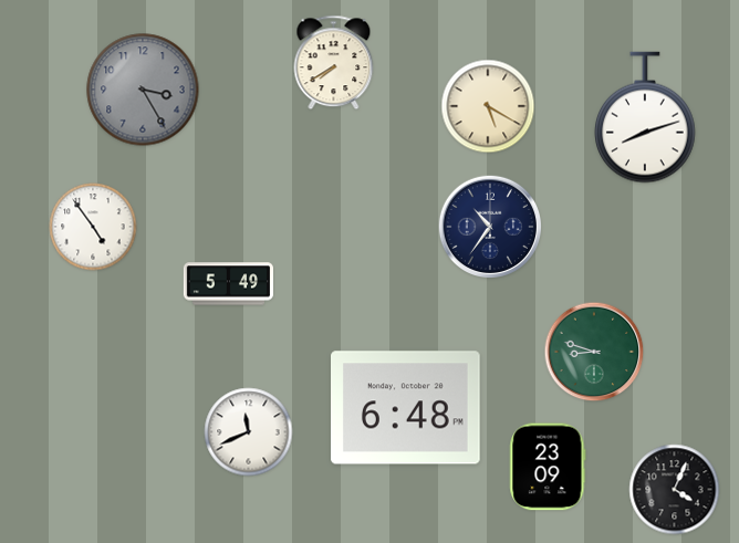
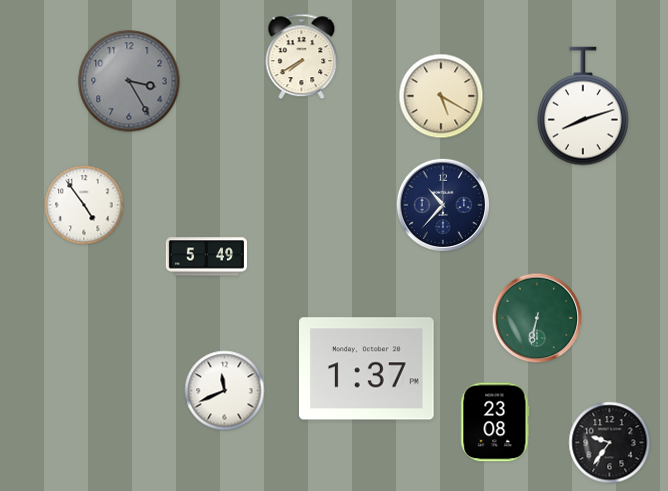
clock at (489, 226): 10:36 -> 10:37
clock at (594, 352): 8:48 -> 6:32
clock at (406, 408): 6:48 -> 1:37
clock at (548, 467): 23:09 -> 23:08
clock at (675, 490): 4:04 -> 9:36
